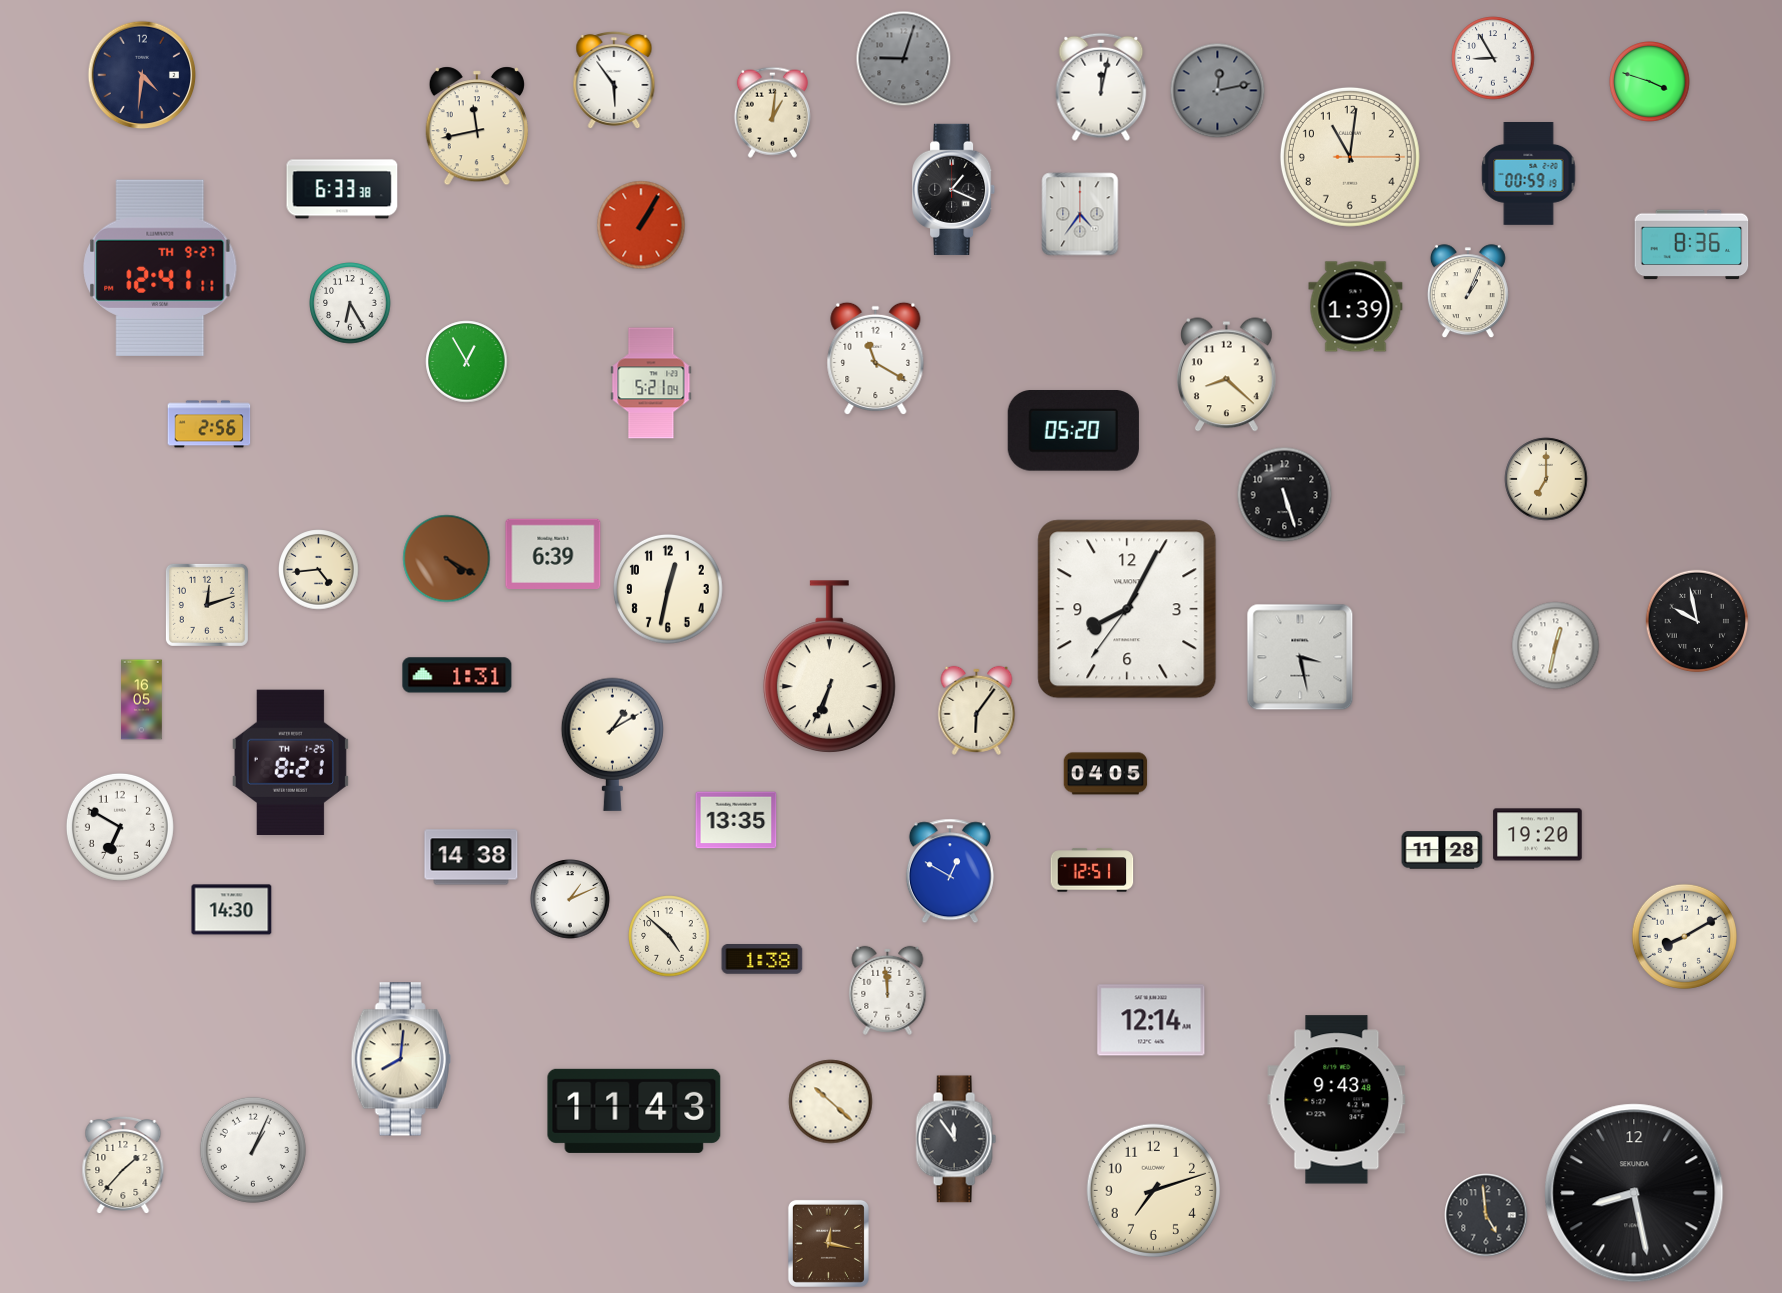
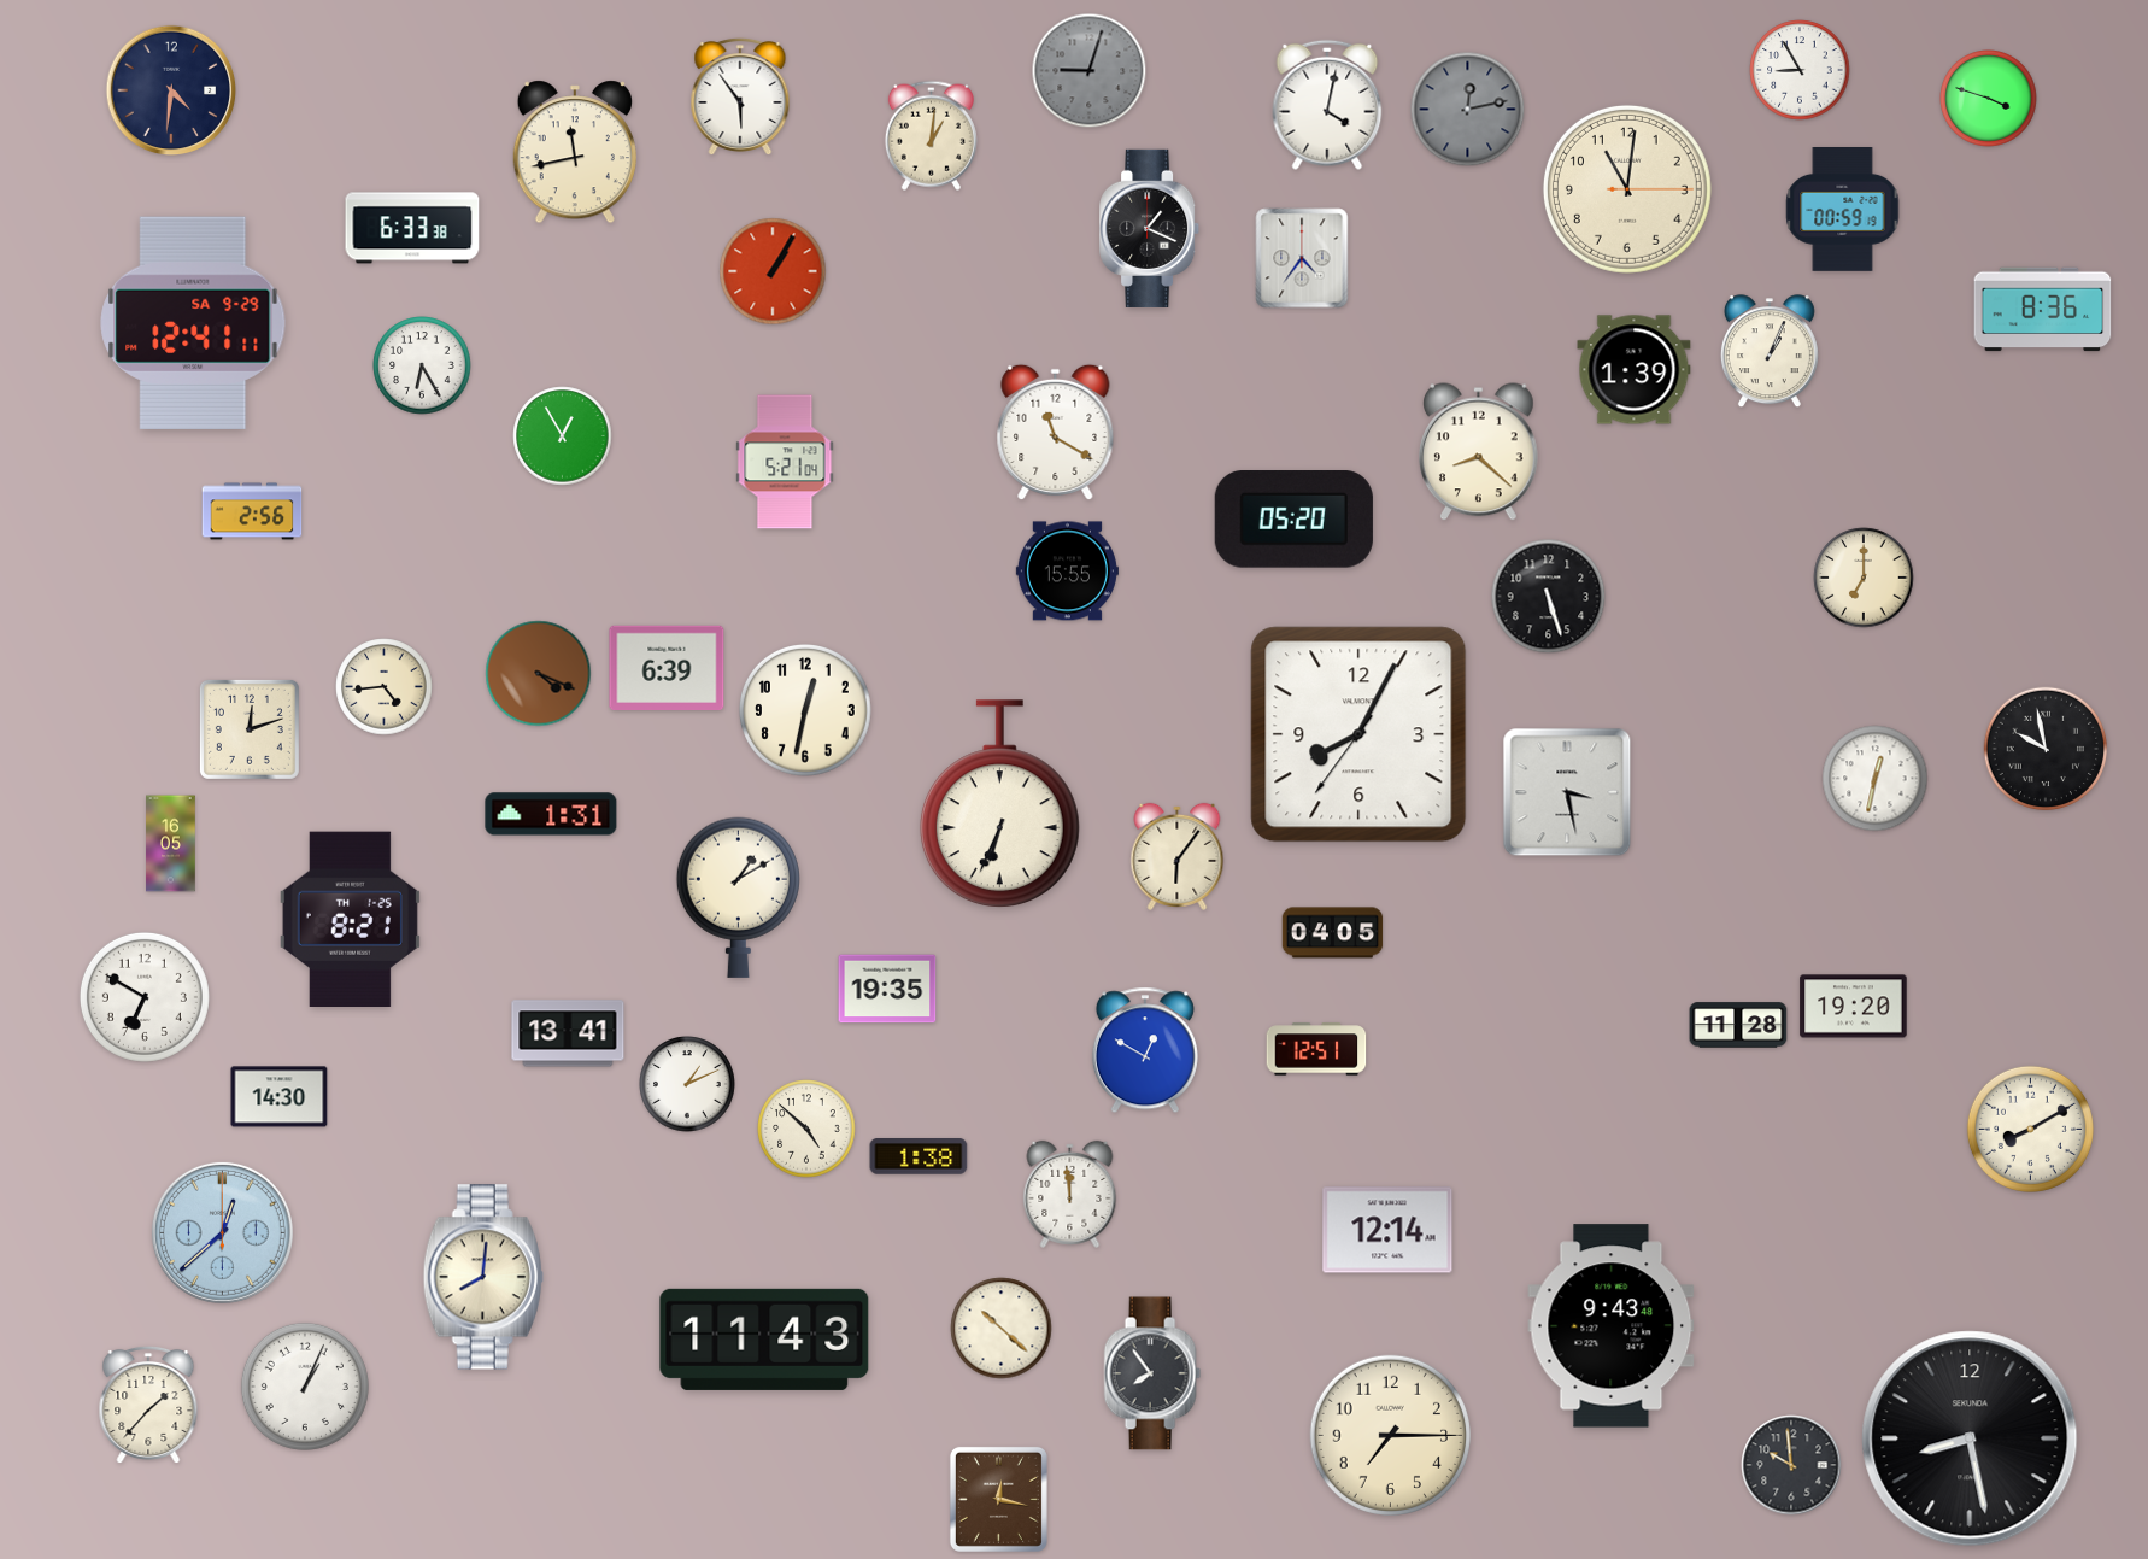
clock at (1101, 87): 12:02 -> 4:02
clock at (1692, 245) position: (1692, 245) -> (2043, 310)
clock at (160, 268) date: TH 9-27 -> SA 9-29
clock at (1067, 572): none -> 15:55
clock at (447, 559): 4:20 -> 4:19
clock at (736, 820): 13:35 -> 19:35
clock at (471, 857): 14:38 -> 13:41
clock at (222, 1232): none -> 12:38
clock at (956, 1139): 11:54 -> 7:54
clock at (1153, 1190): 7:12 -> 7:15
clock at (1486, 1215): 4:59 -> 9:59
